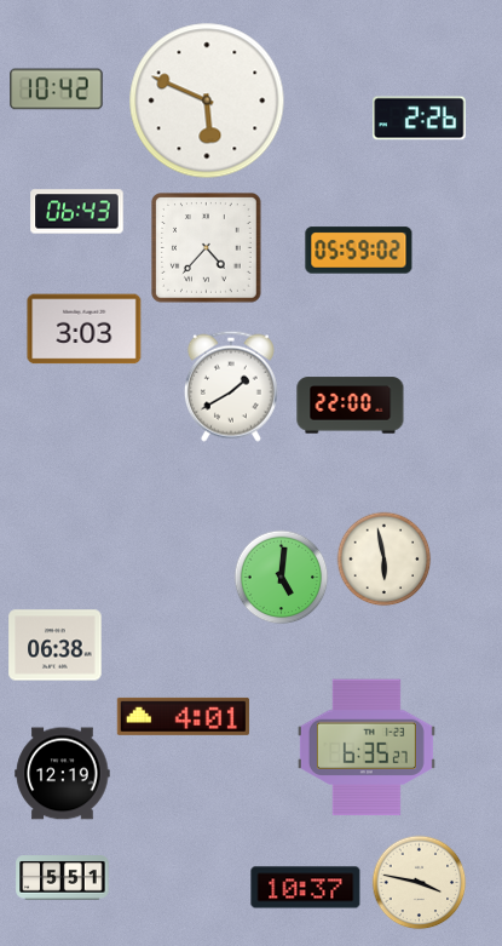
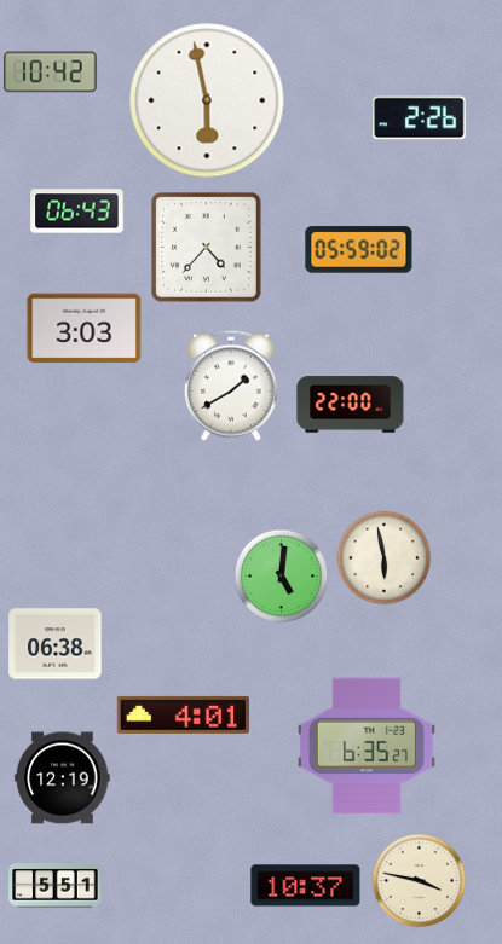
clock at (57, 90) position: (57, 90) -> (51, 73)
clock at (207, 101): 5:49 -> 5:58
clock at (63, 774) position: (63, 774) -> (63, 778)
clock at (63, 878) position: (63, 878) -> (56, 886)
